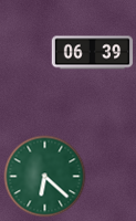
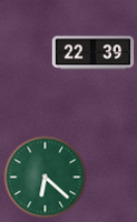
clock at (93, 53): 06:39 -> 22:39
